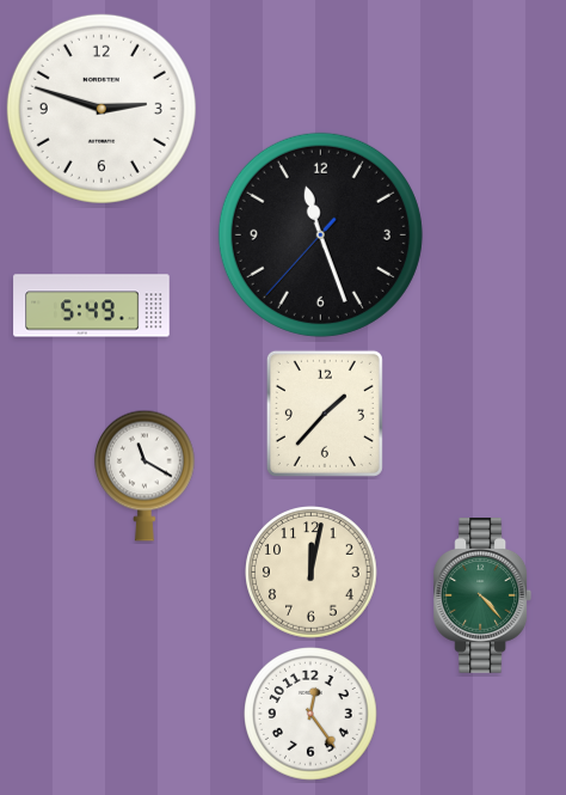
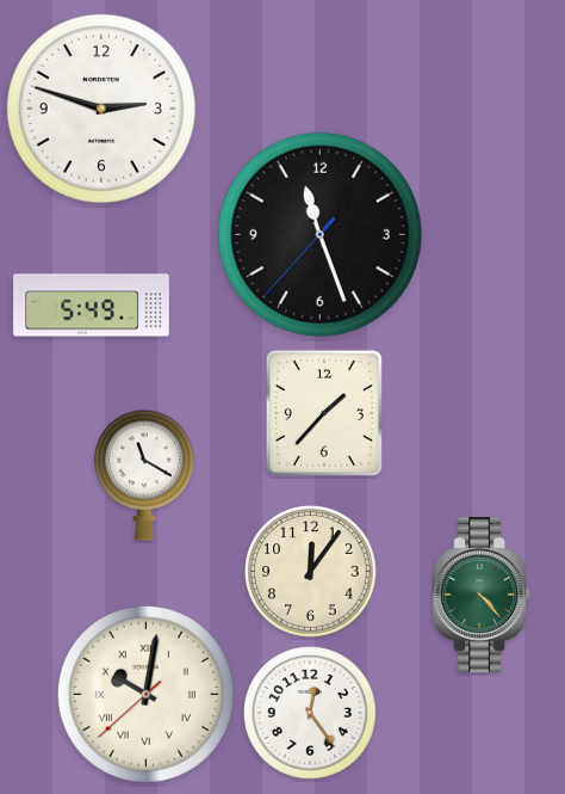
clock at (312, 573): 12:02 -> 12:06
clock at (145, 694): none -> 10:01
